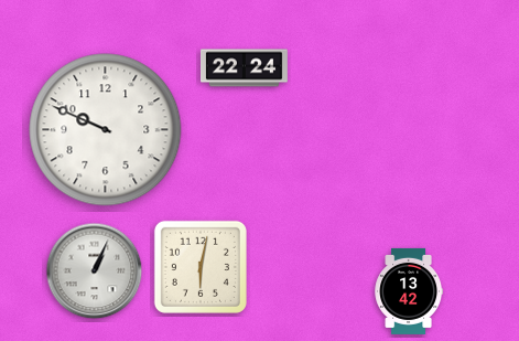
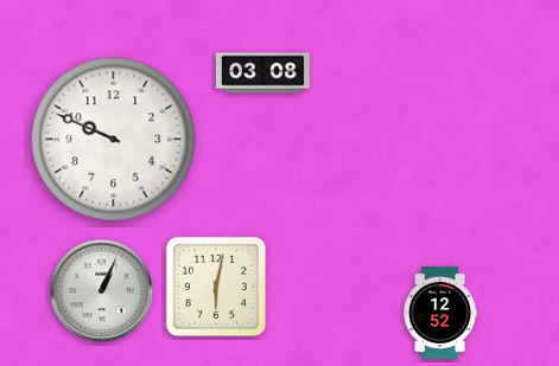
clock at (244, 68): 22:24 -> 03:08
clock at (408, 291): 13:42 -> 12:52
